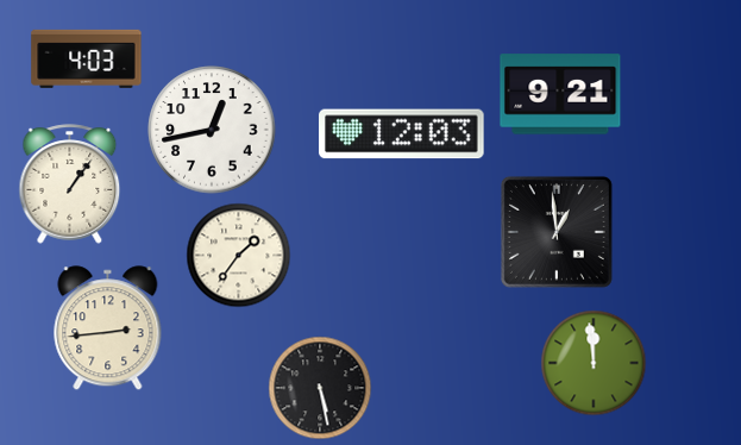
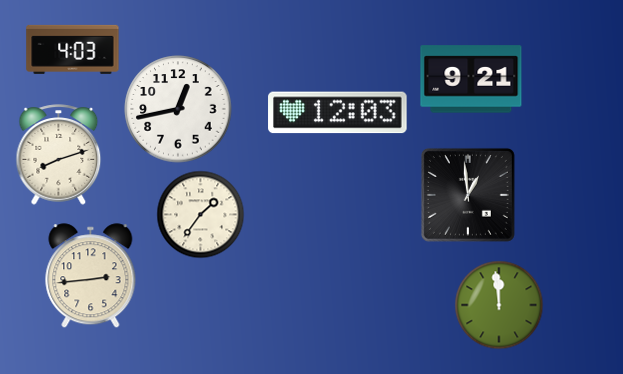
clock at (70, 184): 1:06 -> 8:12
clock at (320, 388): 5:28 -> none
